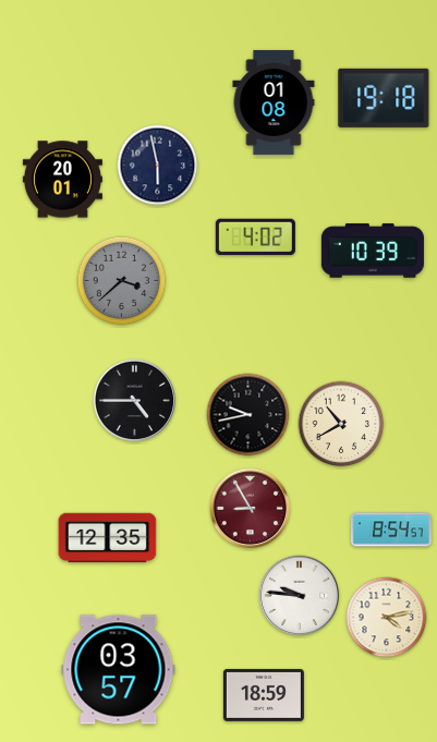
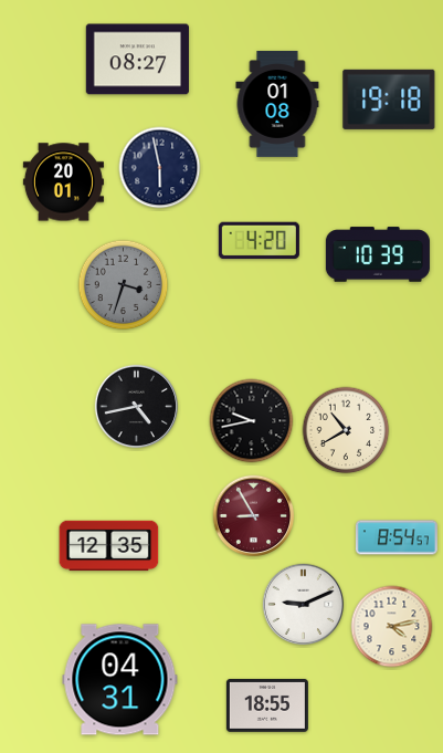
clock at (137, 60): none -> 08:27
clock at (255, 238): 4:02 -> 4:20
clock at (122, 281): 3:38 -> 3:33
clock at (135, 401): 4:45 -> 4:43
clock at (300, 596): 9:46 -> 9:11
clock at (119, 670): 03:57 -> 04:31
clock at (264, 695): 18:59 -> 18:55
